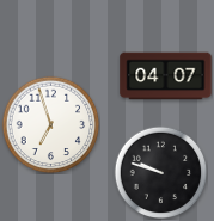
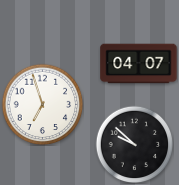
clock at (160, 172): 9:48 -> 9:52
